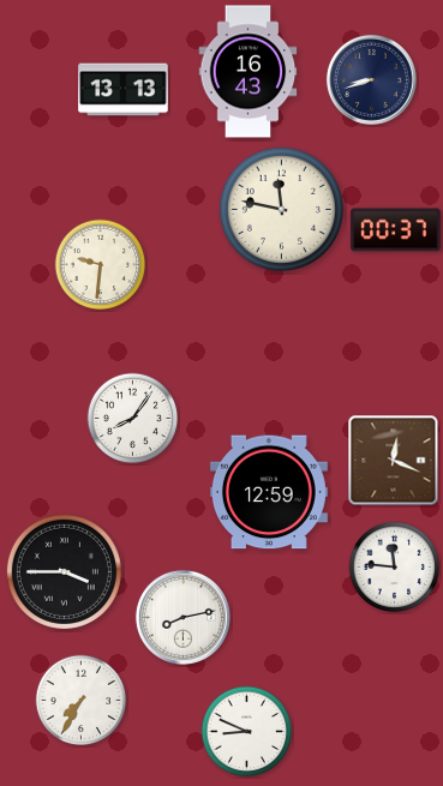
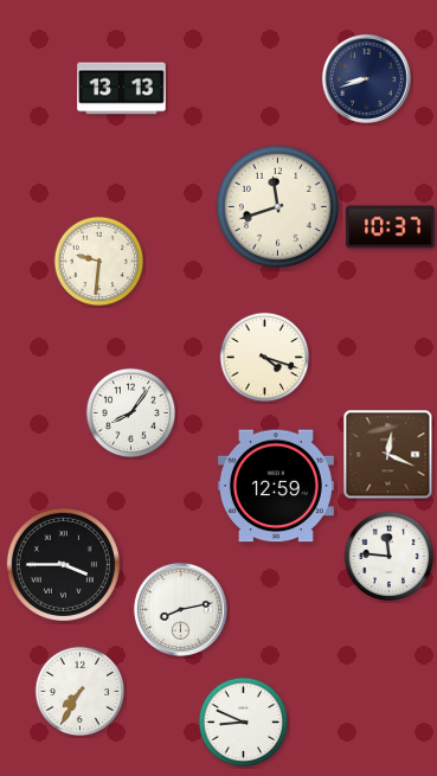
clock at (249, 72): 16:43 -> none
clock at (281, 209): 11:47 -> 11:42
clock at (396, 230): 00:37 -> 10:37
clock at (265, 358): none -> 4:18
clock at (269, 492) position: (269, 492) -> (276, 486)
clock at (395, 568) position: (395, 568) -> (390, 557)
